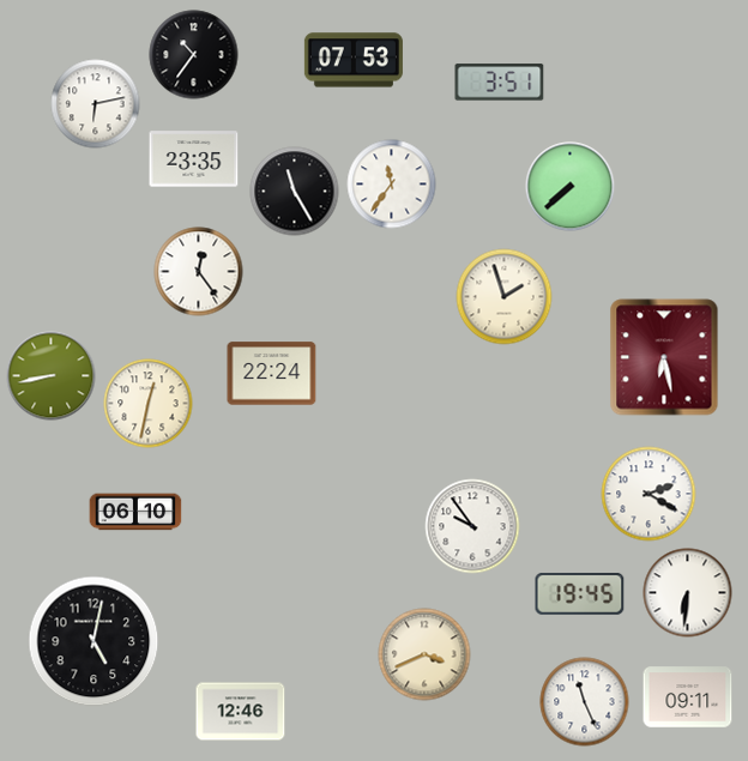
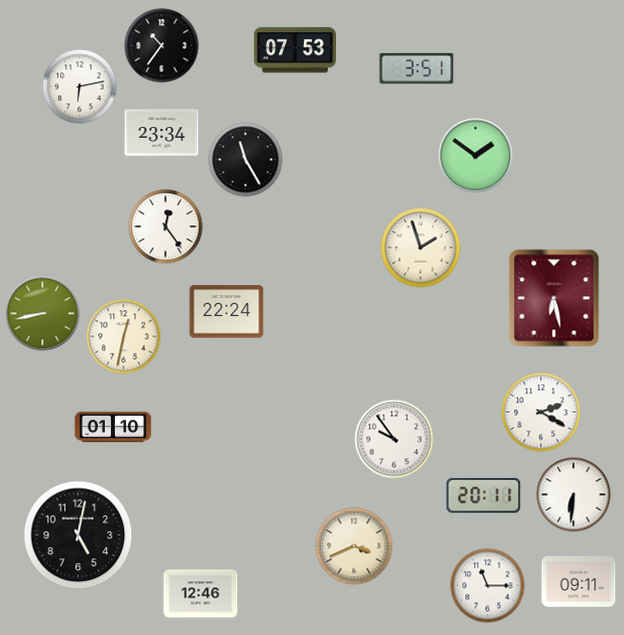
clock at (194, 159): 23:35 -> 23:34
clock at (392, 185): 11:36 -> none
clock at (571, 187): 7:38 -> 1:51
clock at (135, 512): 06:10 -> 01:10
clock at (580, 593): 19:45 -> 20:11
clock at (688, 697) position: (688, 697) -> (579, 582)
clock at (585, 702): 11:26 -> 11:15
